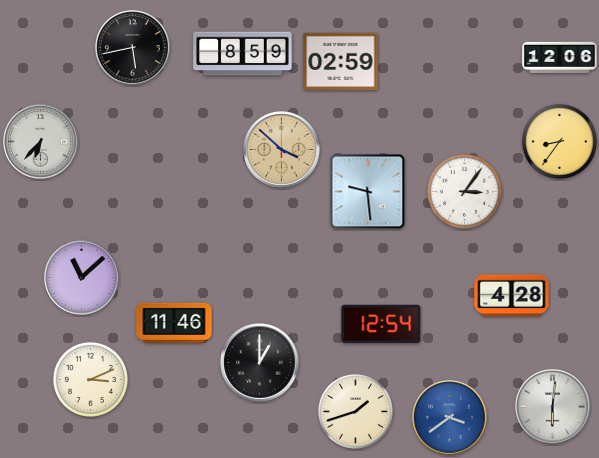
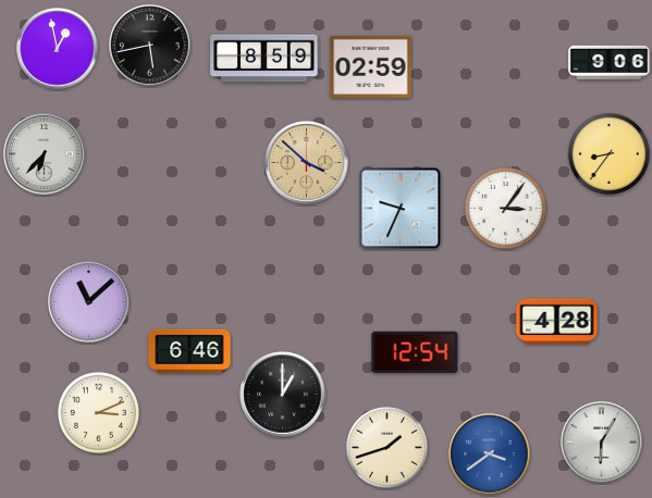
clock at (58, 49): none -> 12:58
clock at (133, 48) position: (133, 48) -> (150, 46)
clock at (560, 57): 12:06 -> 9:06
clock at (368, 192): 9:29 -> 9:34
clock at (174, 323): 11:46 -> 6:46
clock at (553, 407): 6:01 -> 6:05
